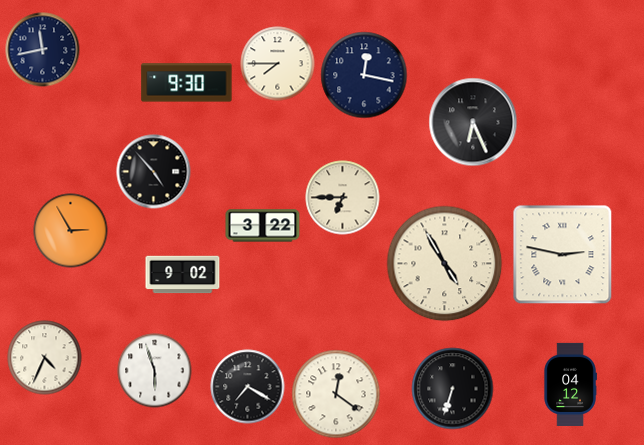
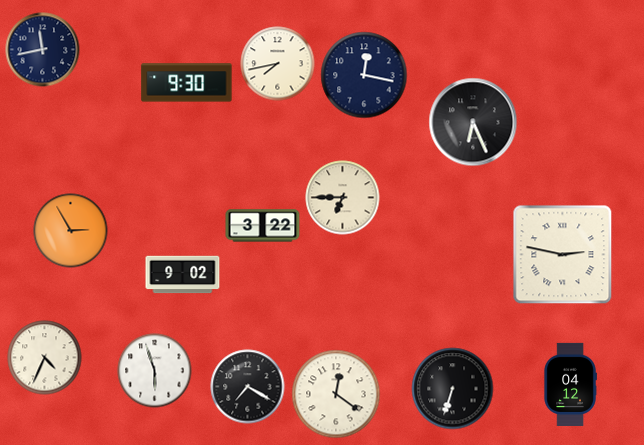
clock at (278, 64): 7:45 -> 7:43
clock at (154, 172): 4:53 -> none
clock at (445, 264): 4:55 -> none
